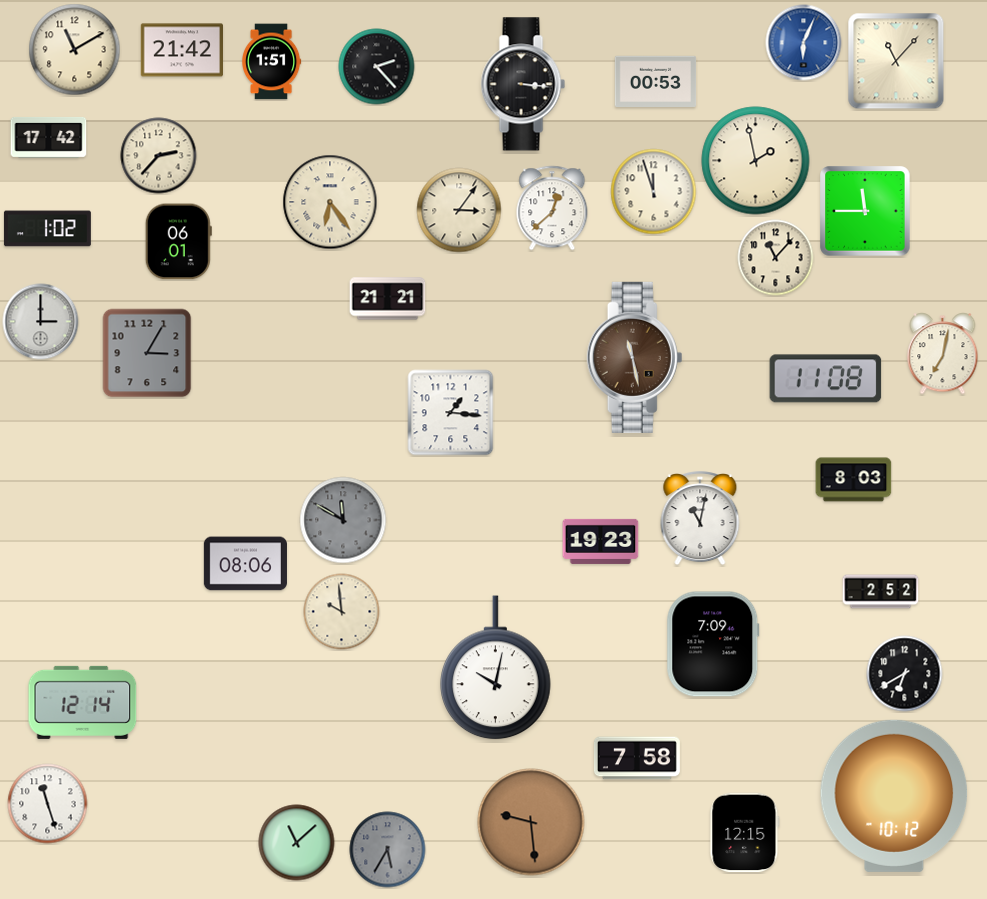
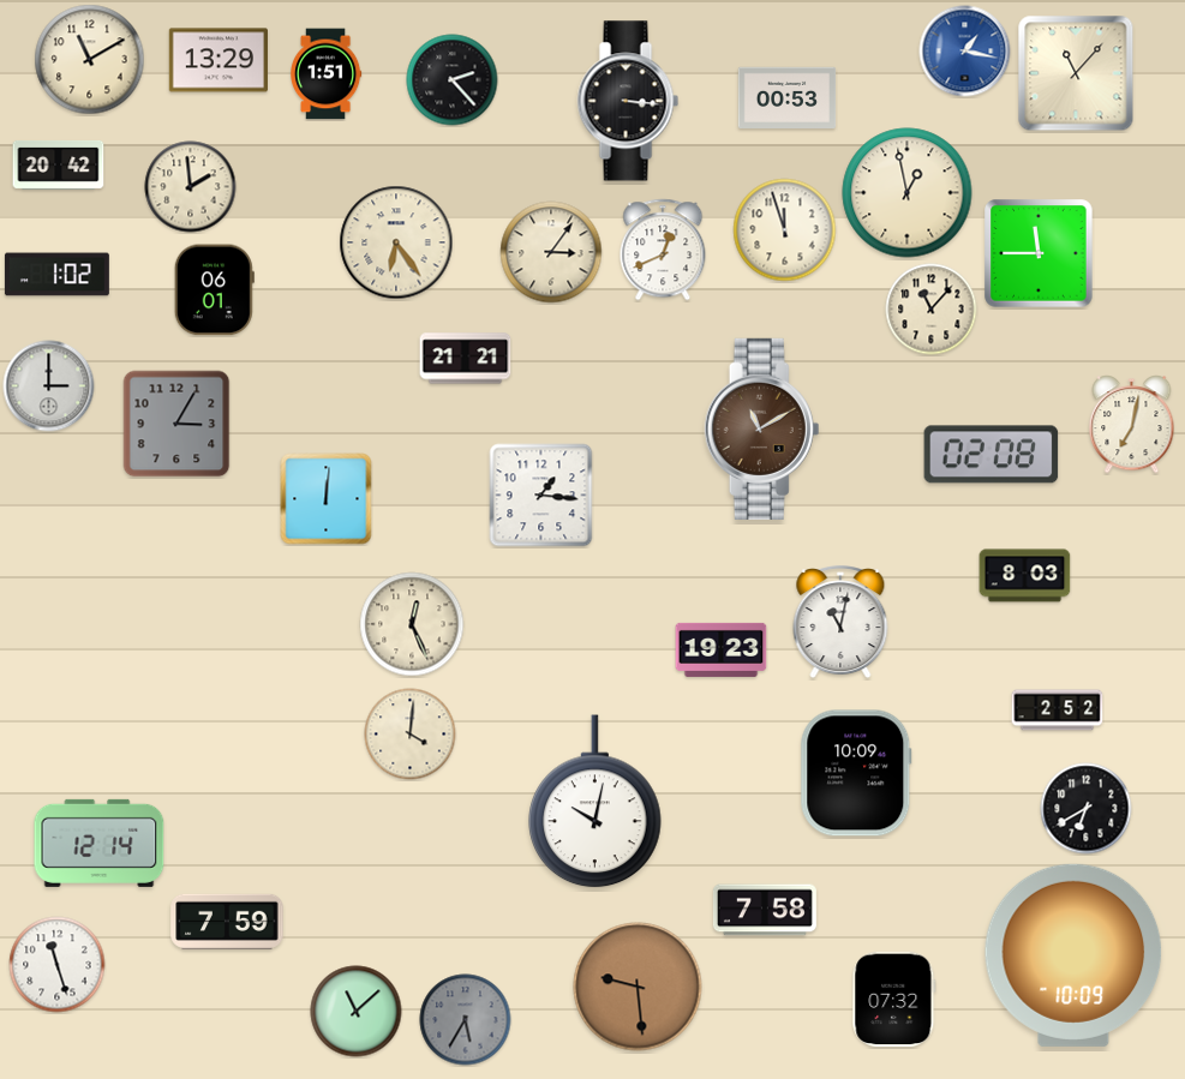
clock at (804, 43): 6:04 -> 1:17
clock at (181, 50): 21:42 -> 13:29
clock at (49, 137): 17:42 -> 20:42
clock at (159, 156): 2:37 -> 1:59
clock at (756, 161): 1:58 -> 12:58
clock at (552, 208): 12:38 -> 12:41
clock at (635, 357): 11:28 -> 11:10
clock at (826, 379): 11:08 -> 02:08
clock at (327, 499): none -> 12:01
clock at (343, 520): 11:50 -> 12:26
clock at (343, 520) dial: grey -> cream
clock at (245, 564): 08:06 -> none
clock at (342, 612): 9:59 -> 4:01
clock at (713, 644): 7:09 -> 10:09
clock at (227, 922): none -> 7:59
clock at (894, 796): 10:12 -> 10:09
clock at (745, 833): 12:15 -> 07:32
